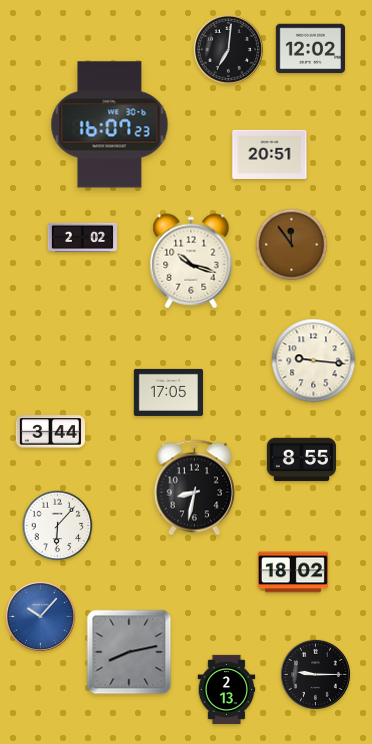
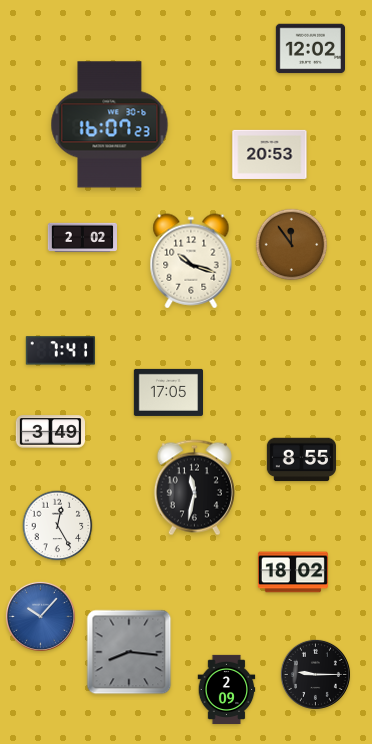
clock at (228, 49): 7:01 -> none
clock at (270, 154): 20:51 -> 20:53
clock at (60, 351): none -> 7:41
clock at (314, 361): 9:16 -> none
clock at (50, 432): 3:44 -> 3:49
clock at (194, 488): 8:32 -> 11:32
clock at (58, 526): 6:07 -> 12:25
clock at (129, 652): 8:13 -> 8:16
clock at (227, 690): 2:13 -> 2:09
